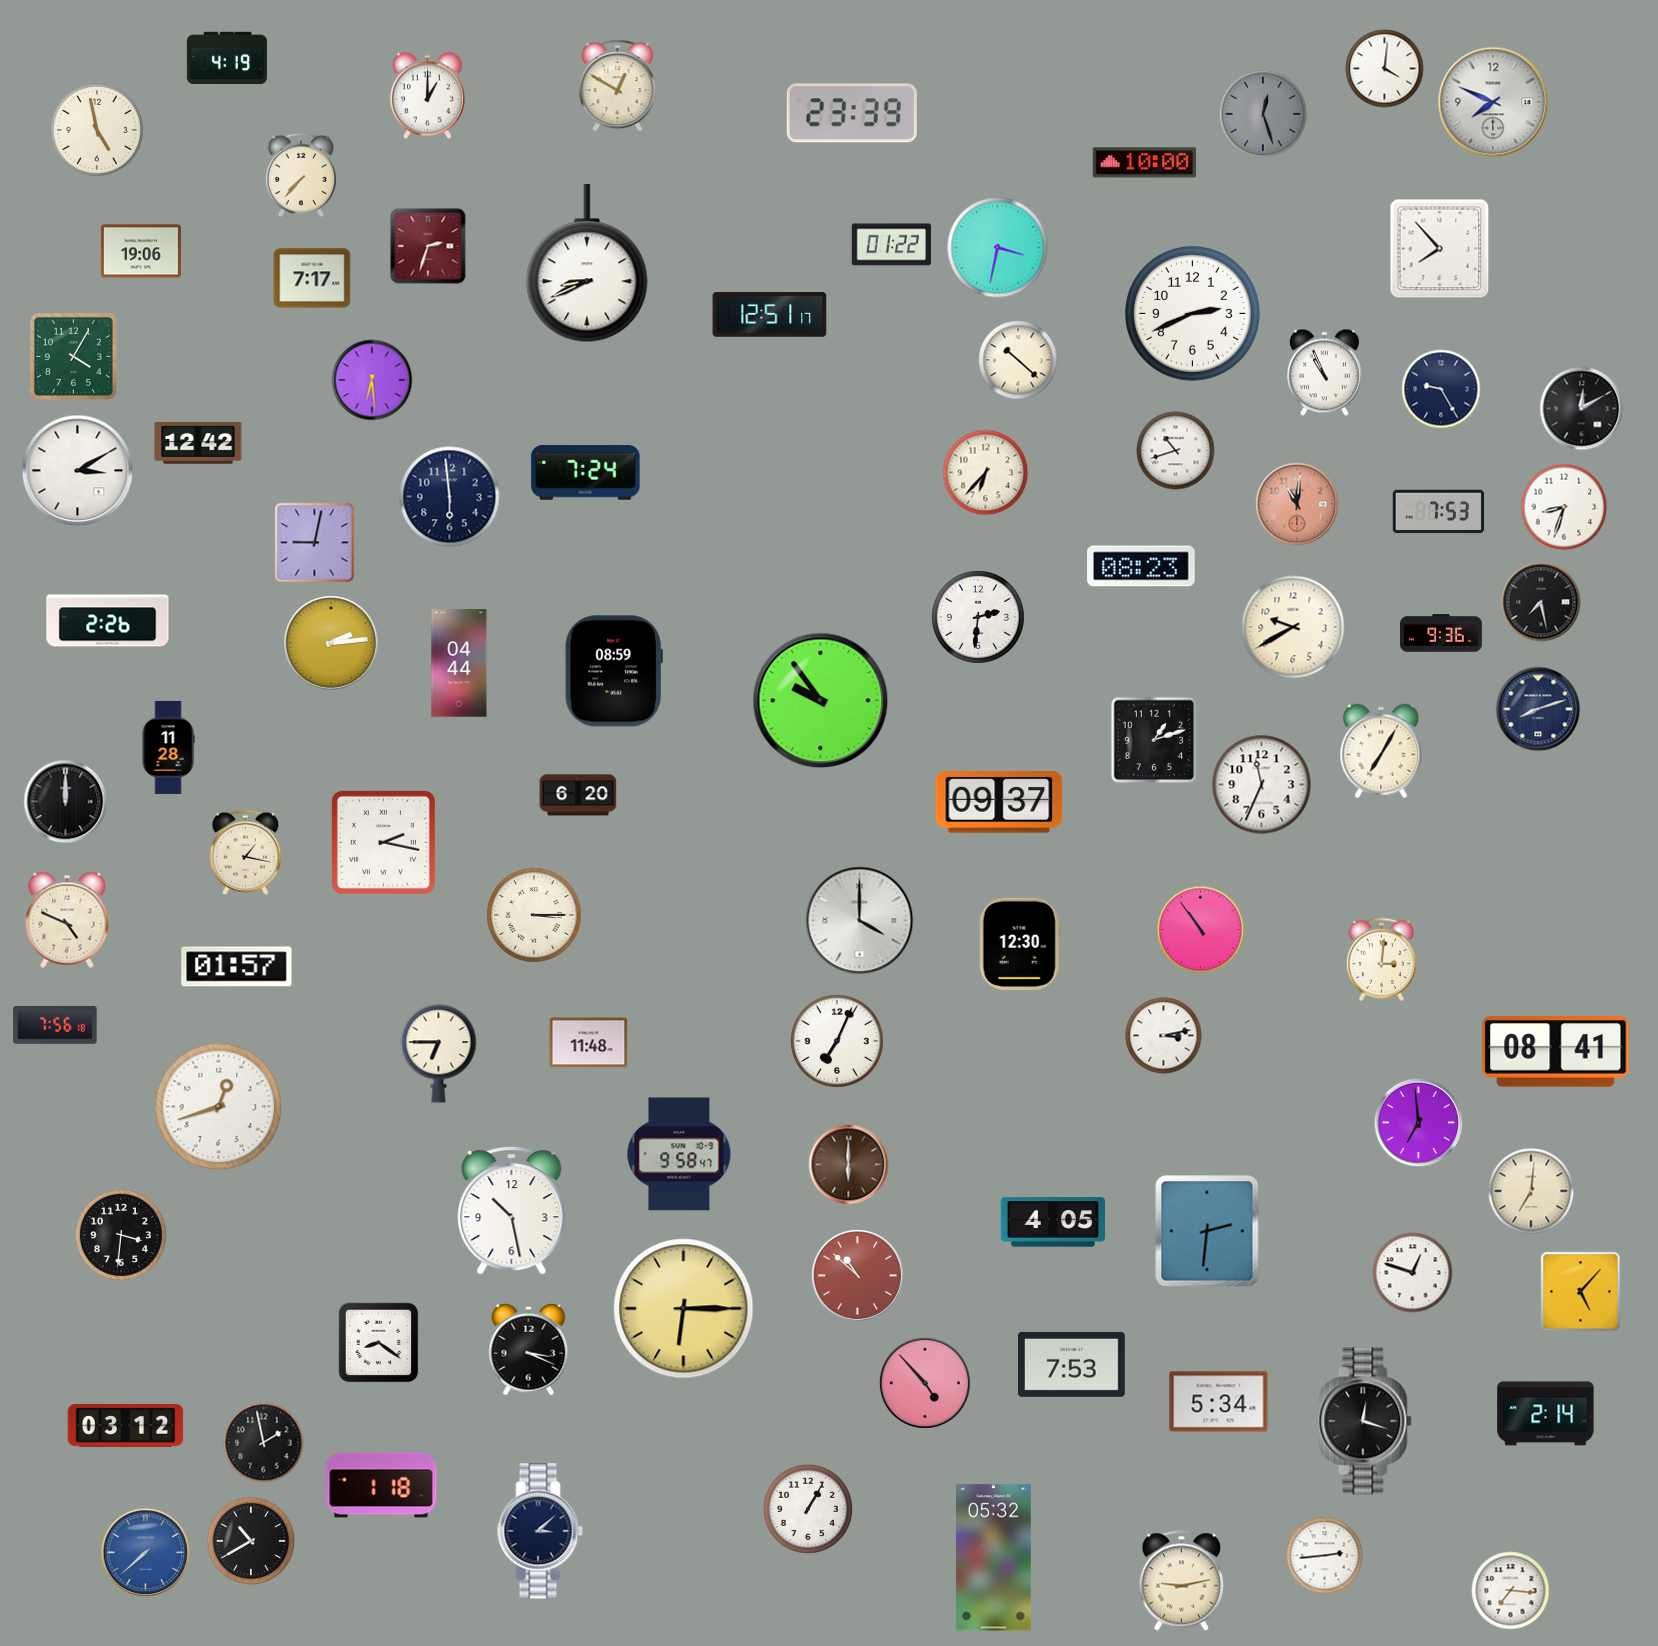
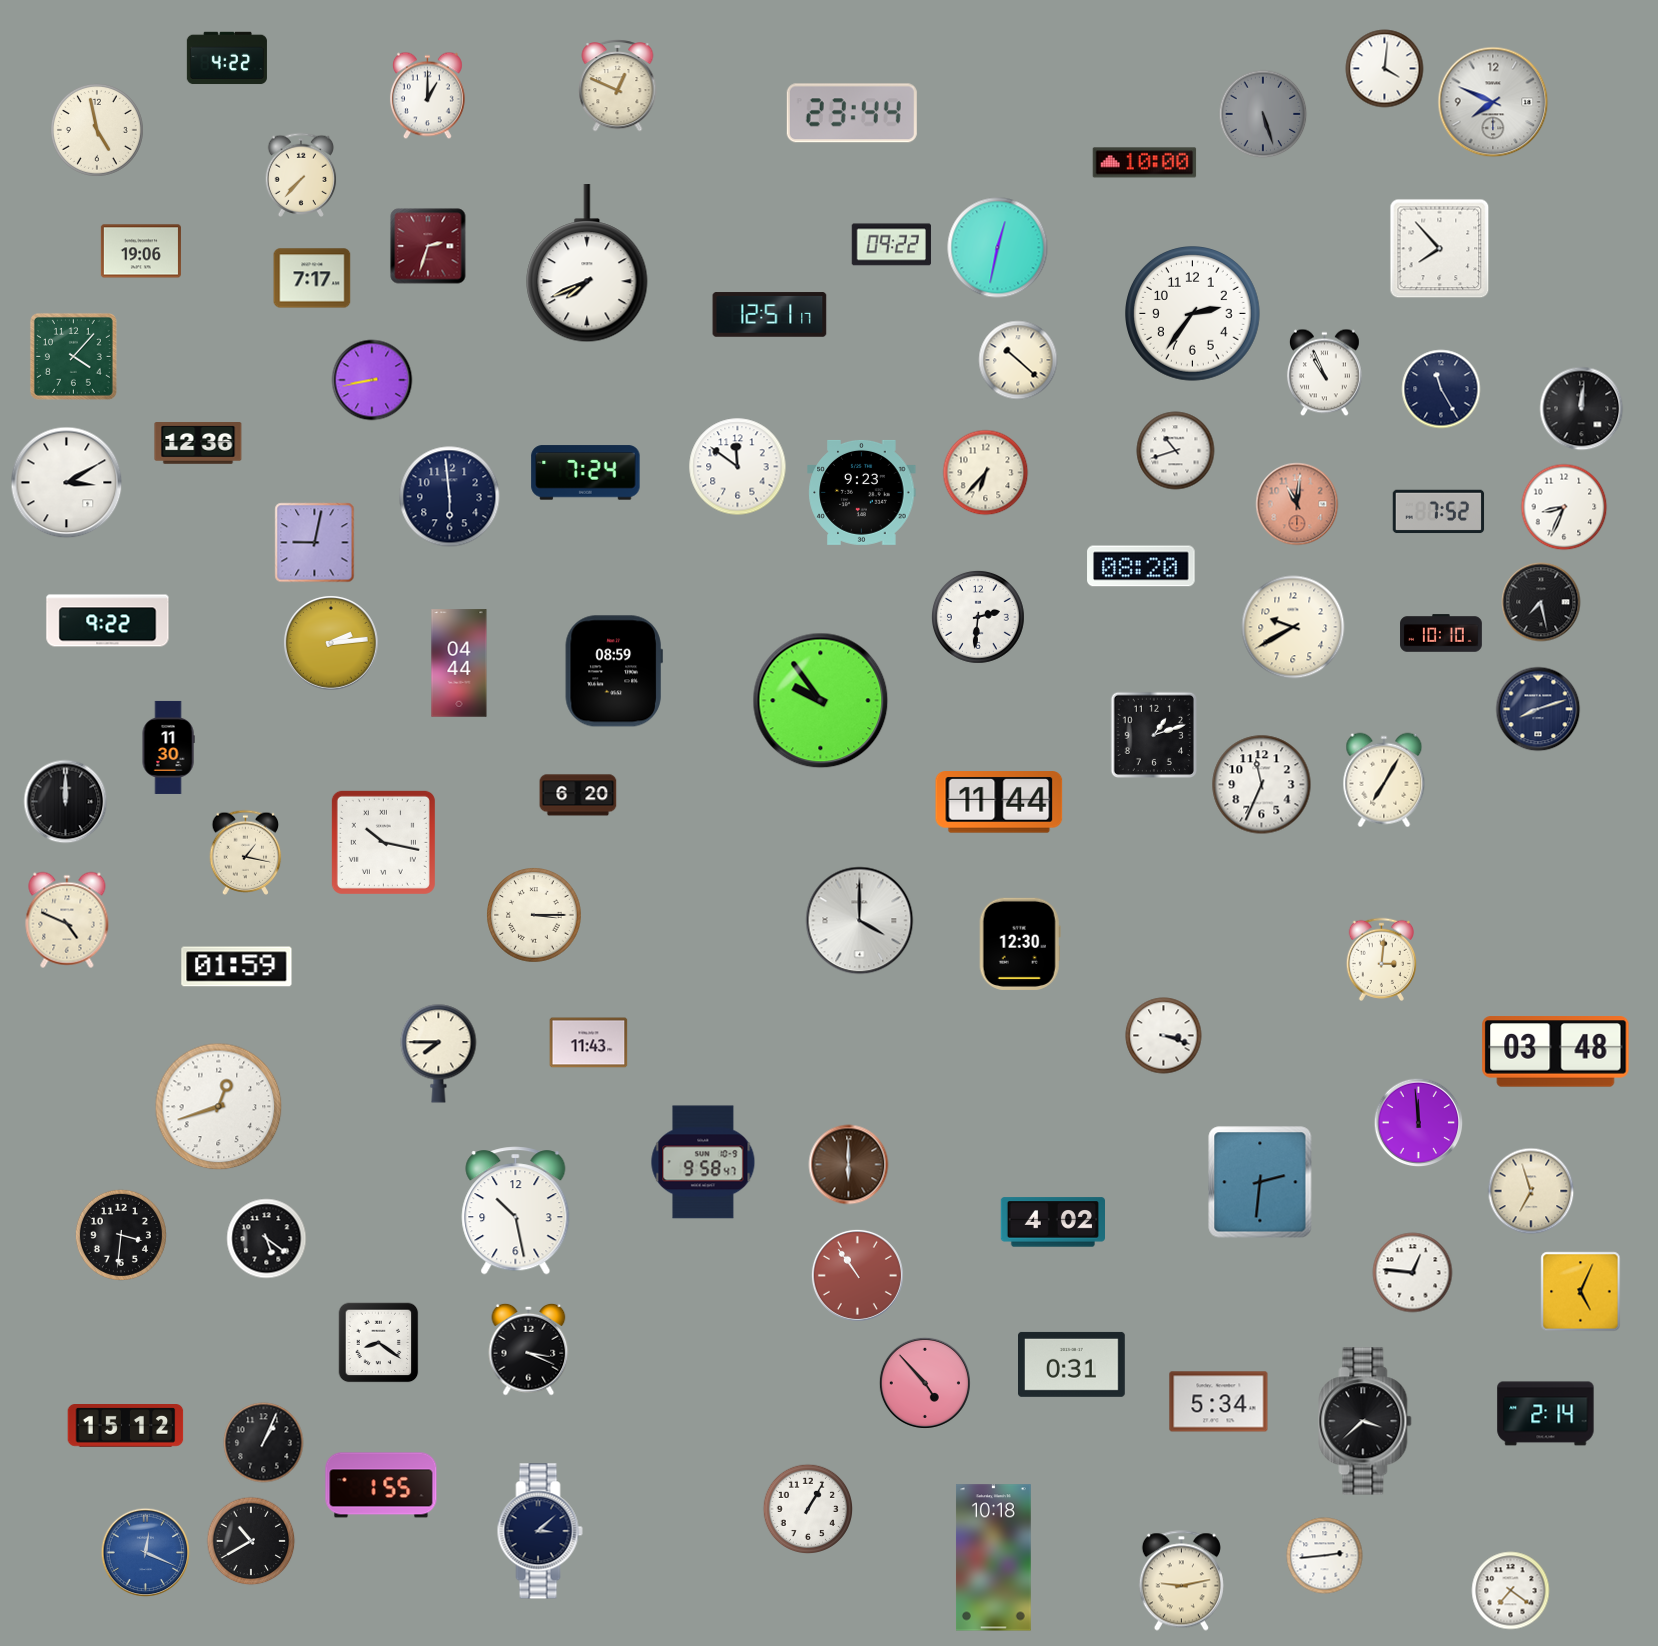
clock at (227, 58): 4:19 -> 4:22
clock at (618, 86): 12:50 -> 12:49
clock at (852, 113): 23:39 -> 23:44
clock at (1263, 114): 12:27 -> 5:27
clock at (891, 245): 01:22 -> 09:22
clock at (998, 248): 3:32 -> 12:32
clock at (587, 264): 8:41 -> 7:41
clock at (1193, 314): 2:41 -> 2:36
clock at (73, 356): 4:05 -> 4:07
clock at (372, 380): 6:29 -> 8:43
clock at (1441, 389): 9:25 -> 11:25
clock at (1582, 409): 12:10 -> 12:01
clock at (198, 443): 12:42 -> 12:36
clock at (738, 467): none -> 11:51
clock at (78, 471) position: (78, 471) -> (67, 483)
clock at (862, 492): none -> 9:23
clock at (1564, 507): 8:33 -> 8:34
clock at (1439, 512): 7:53 -> 7:52
clock at (1141, 566): 08:23 -> 08:20
clock at (108, 621): 2:26 -> 9:22
clock at (1441, 633): 9:36 -> 10:10
clock at (1153, 739) position: (1153, 739) -> (1153, 734)
clock at (168, 747): 11:28 -> 11:30
clock at (1381, 751) position: (1381, 751) -> (1384, 780)
clock at (999, 802): 09:37 -> 11:44
clock at (383, 842): 2:17 -> 10:17
clock at (1201, 930): 10:54 -> none
clock at (237, 967): 01:57 -> 01:59
clock at (55, 1026): 7:56 -> none
clock at (1164, 1036): 3:13 -> 3:18
clock at (837, 1041): 7:04 -> none
clock at (589, 1043): 11:48 -> 11:43
clock at (1556, 1052): 08:41 -> 03:48
clock at (439, 1054): 6:45 -> 7:45
clock at (1419, 1123): 6:59 -> 11:59
clock at (679, 1154) position: (679, 1154) -> (703, 1162)
clock at (1531, 1191): 7:01 -> 6:57
clock at (512, 1211) position: (512, 1211) -> (516, 1211)
clock at (1052, 1222): 4:05 -> 4:02
clock at (1207, 1231) position: (1207, 1231) -> (1260, 1182)
clock at (267, 1239): none -> 5:21
clock at (1413, 1273): 12:48 -> 12:46
clock at (857, 1275): 10:52 -> 10:54
clock at (1581, 1292): 5:07 -> 5:04
clock at (684, 1309): 6:15 -> none
clock at (1072, 1364): 7:53 -> 0:31
clock at (1365, 1421): 12:18 -> 3:38
clock at (126, 1426): 03:12 -> 15:12
clock at (264, 1443): 1:58 -> 1:04
clock at (381, 1485): 1:18 -> 1:55
clock at (146, 1553): 7:38 -> 12:19
clock at (993, 1558): 05:32 -> 10:18
clock at (1511, 1591): 7:16 -> 7:21
